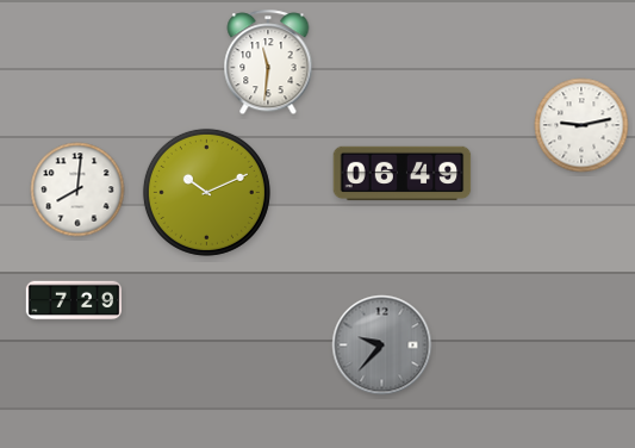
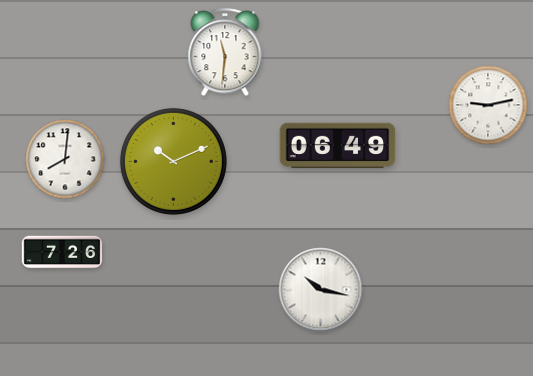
clock at (74, 300): 7:29 -> 7:26
clock at (382, 346): 9:37 -> 10:17
clock at (382, 346) dial: grey -> white
